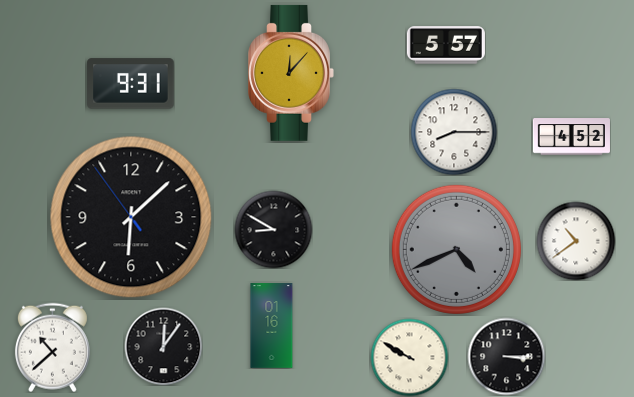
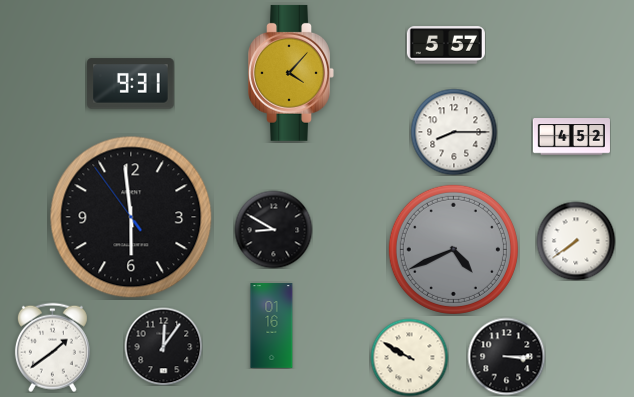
clock at (291, 73): 12:07 -> 4:07
clock at (131, 217): 6:07 -> 5:58
clock at (576, 241): 10:39 -> 7:39
clock at (456, 249) position: (456, 249) -> (453, 249)
clock at (52, 347): 10:38 -> 1:39
